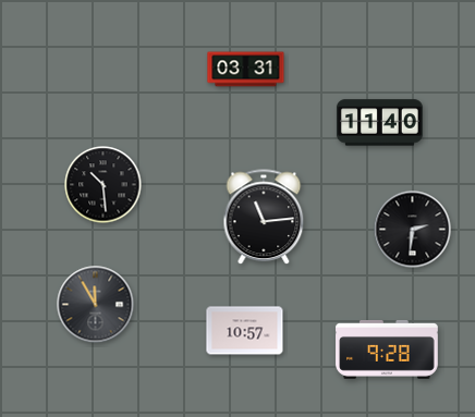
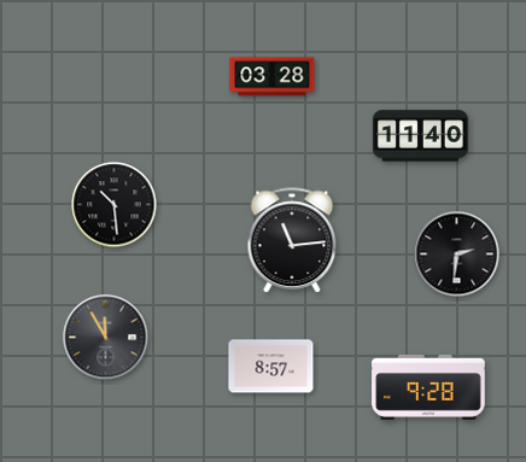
clock at (246, 70): 03:31 -> 03:28
clock at (245, 331): 10:57 -> 8:57
